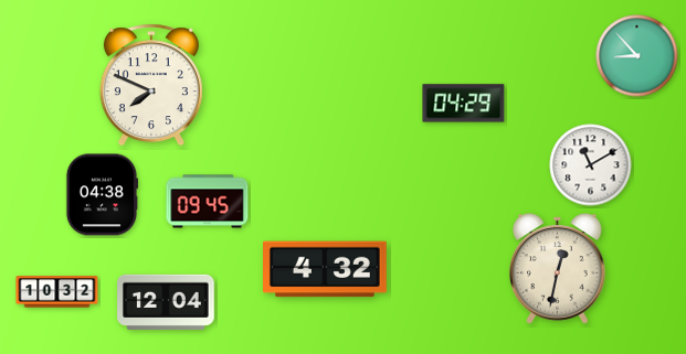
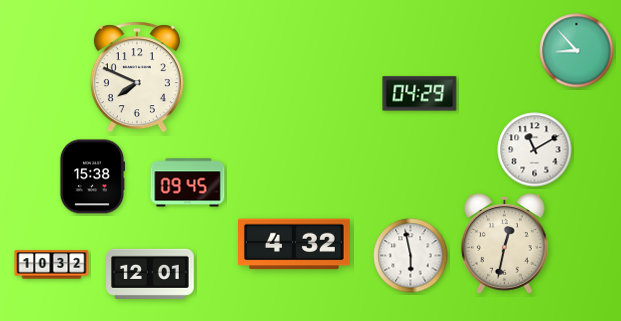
clock at (101, 195): 04:38 -> 15:38
clock at (411, 256): none -> 5:58
clock at (166, 302): 12:04 -> 12:01
